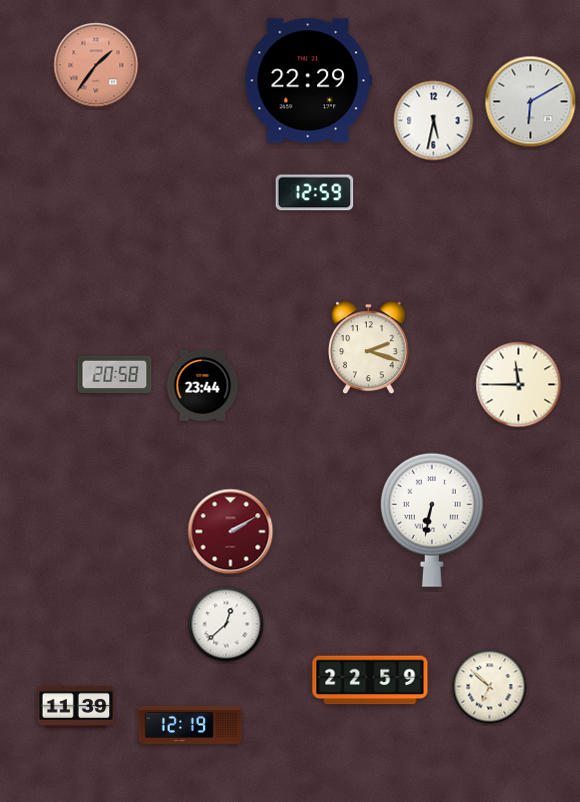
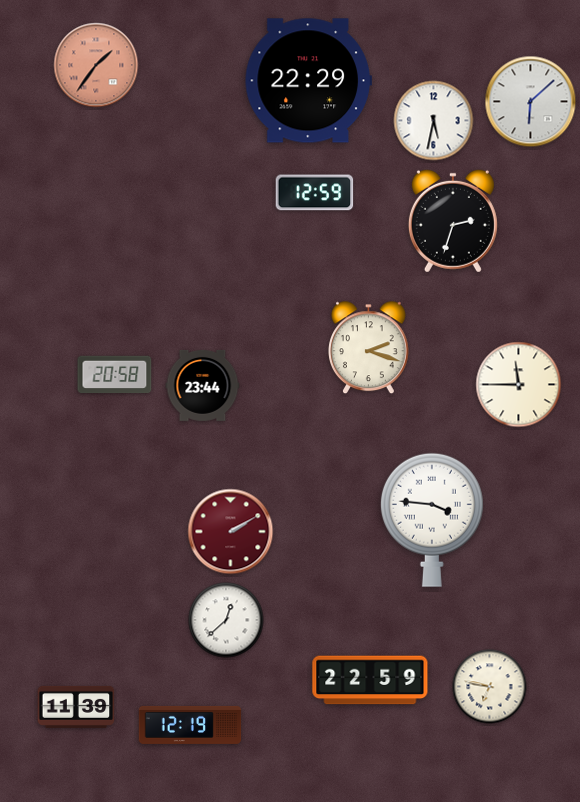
clock at (531, 102): 6:10 -> 6:08
clock at (453, 221): none -> 2:33
clock at (432, 520): 6:32 -> 3:46
clock at (226, 624) position: (226, 624) -> (226, 620)
clock at (490, 687): 6:52 -> 6:47
